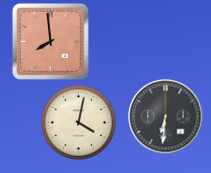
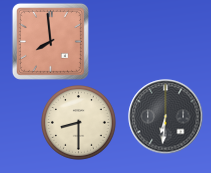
clock at (79, 123): 4:02 -> 8:30
